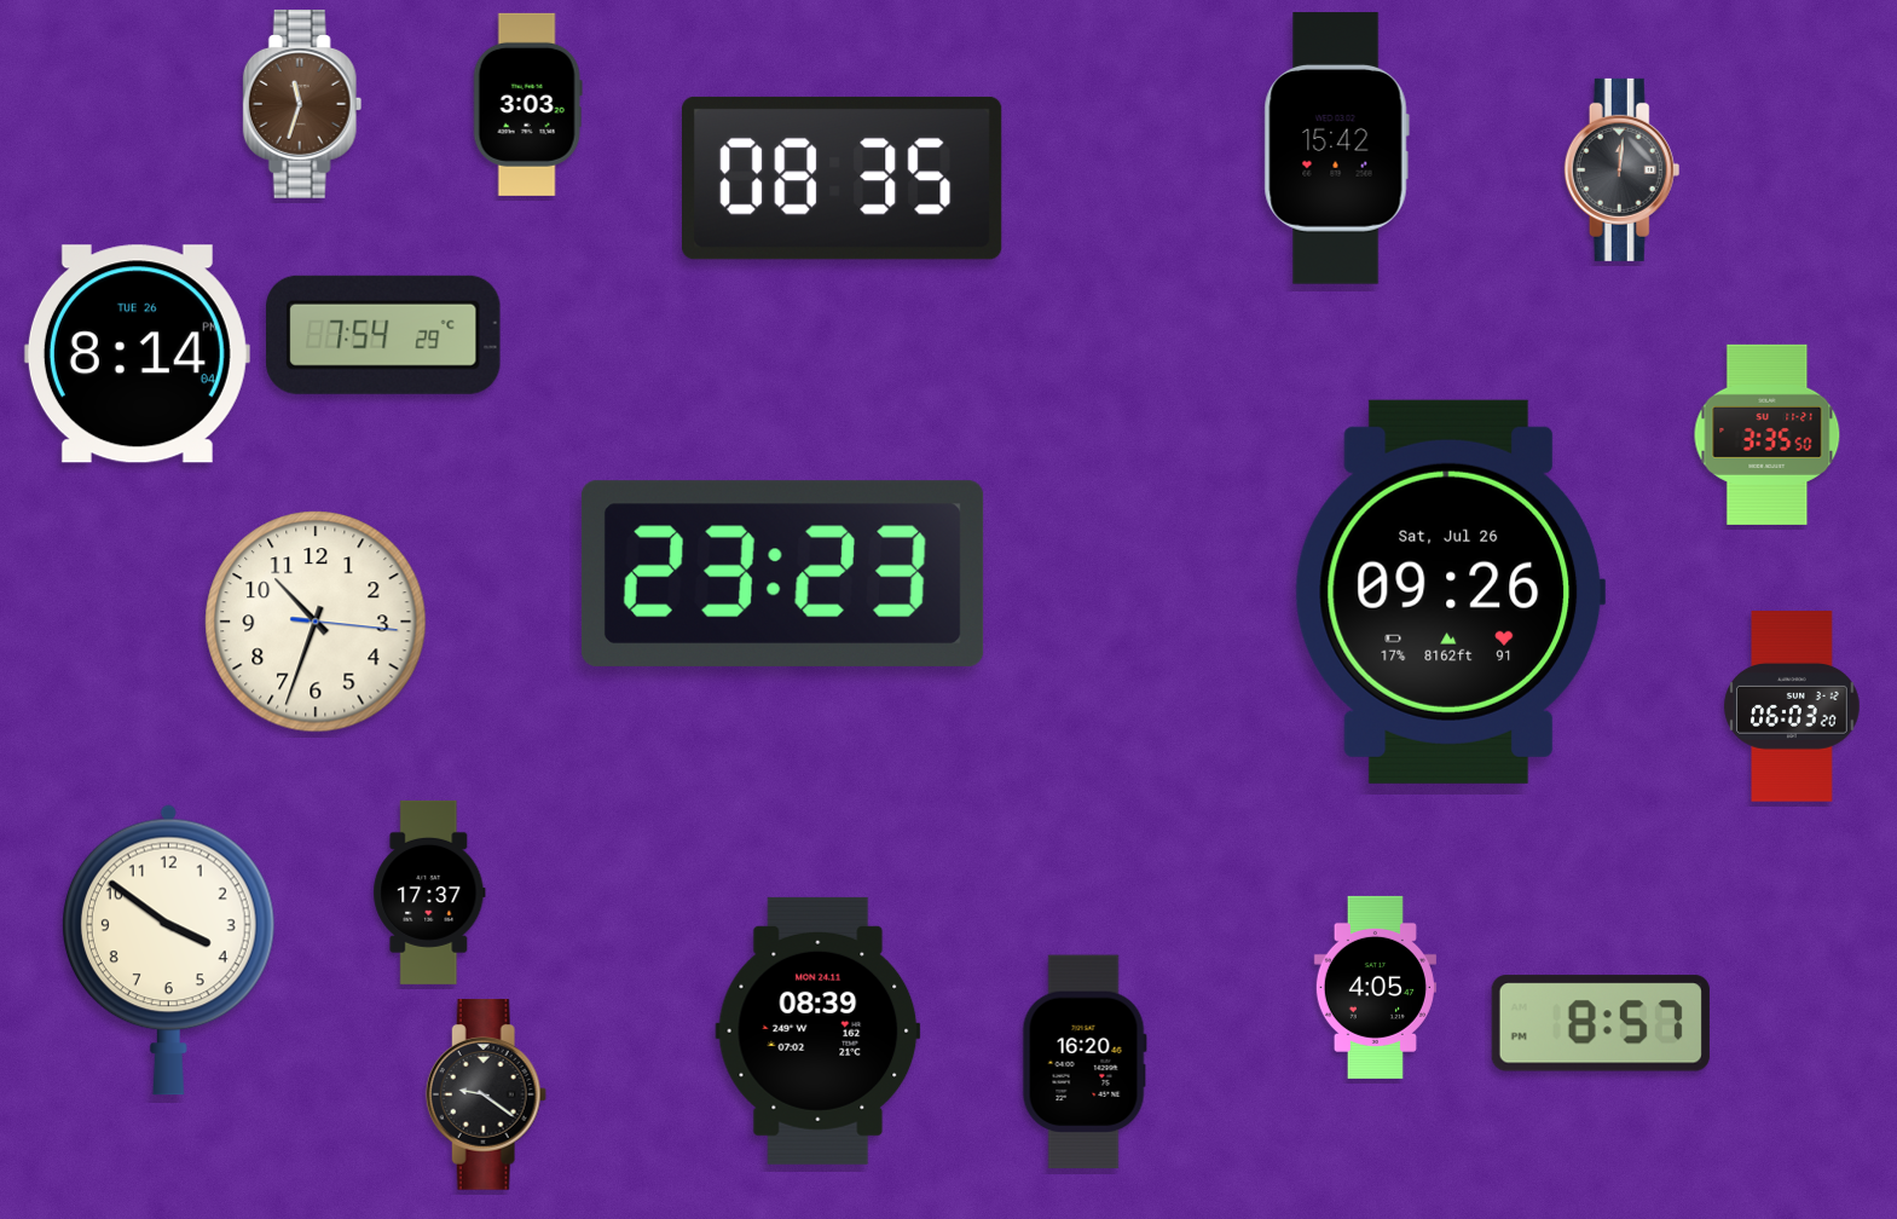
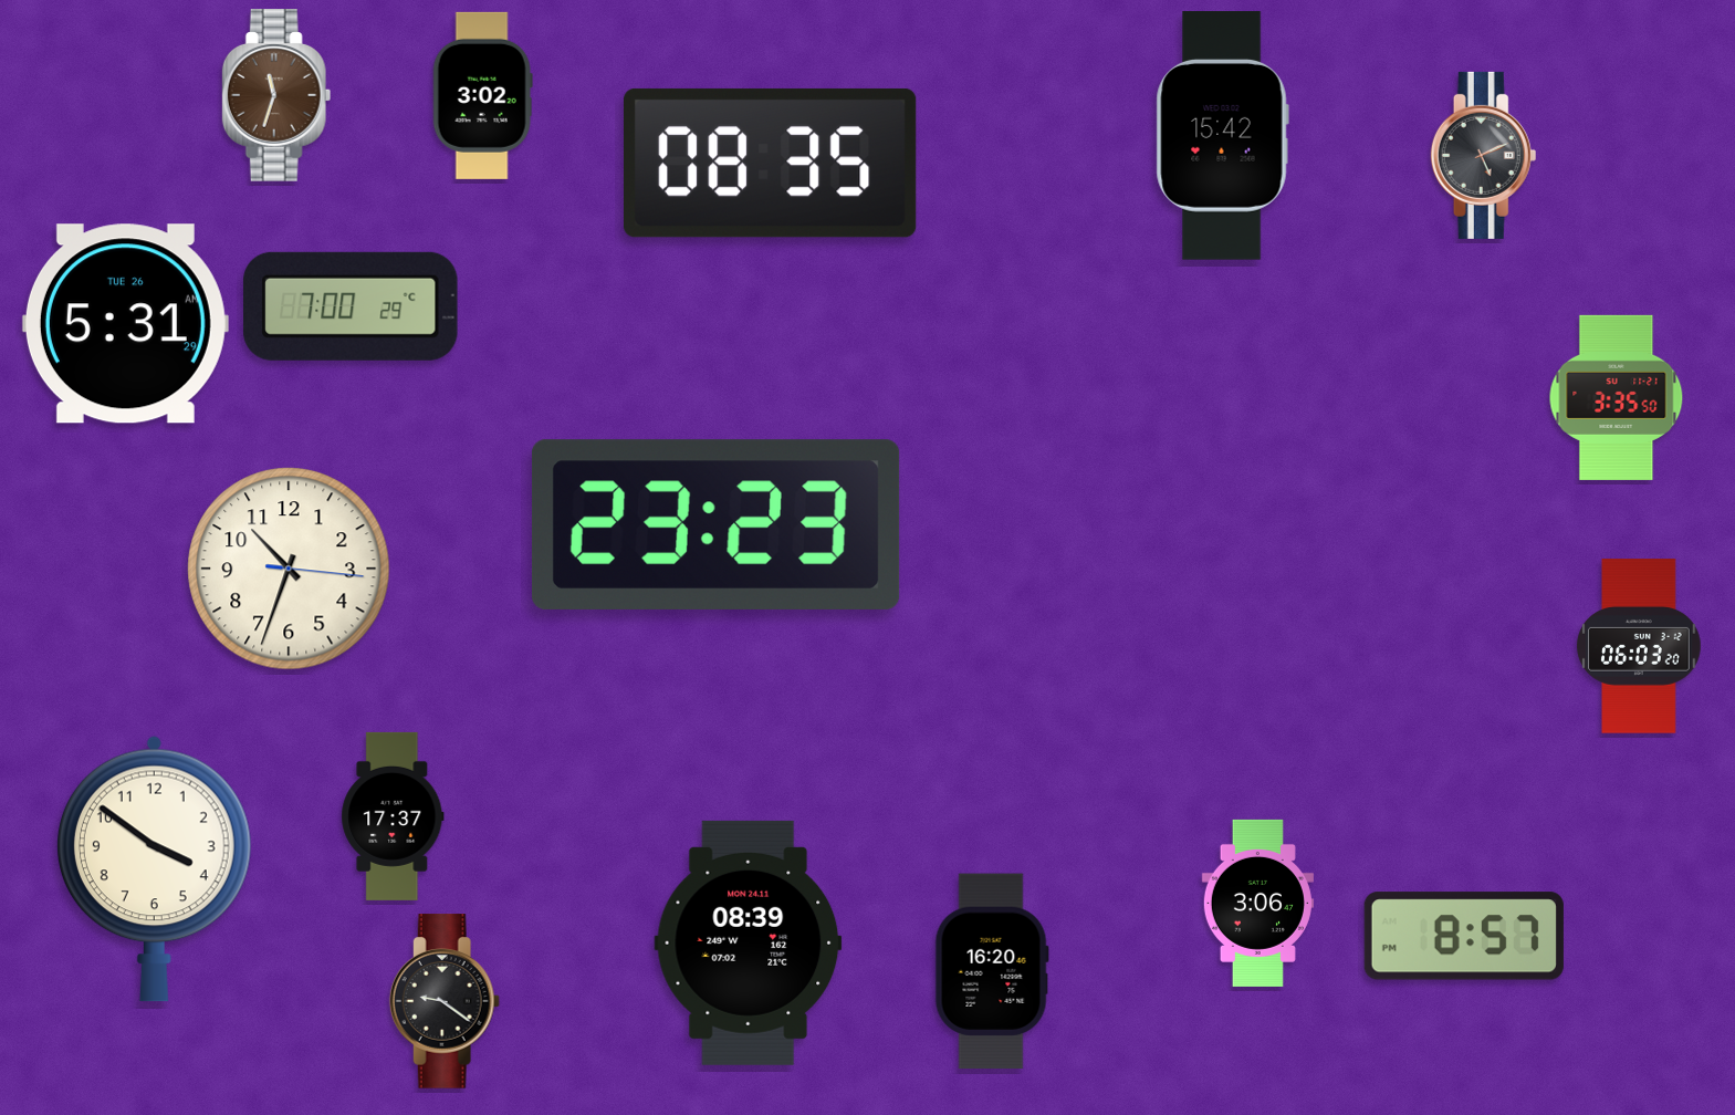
clock at (527, 104): 3:03 -> 3:02
clock at (1623, 169): 12:01 -> 5:11
clock at (383, 335): 7:54 -> 7:00
clock at (137, 354): 8:14 -> 5:31
clock at (1450, 591): 09:26 -> none
clock at (1375, 987): 4:05 -> 3:06
